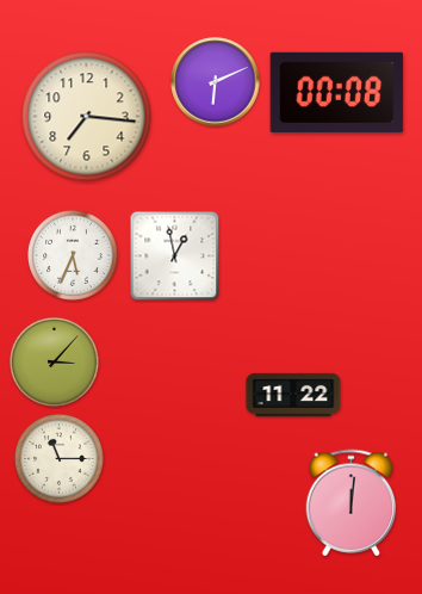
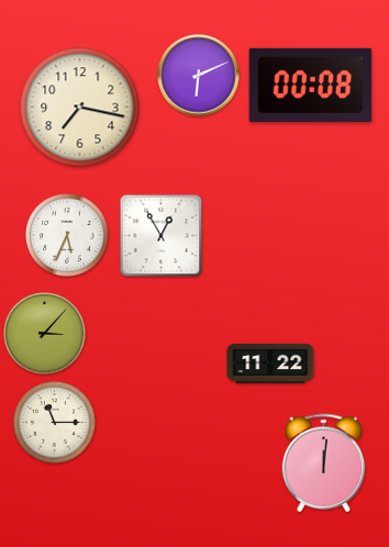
clock at (87, 117): 7:16 -> 7:17
clock at (175, 256): 12:58 -> 12:55
clock at (55, 363) position: (55, 363) -> (45, 334)
